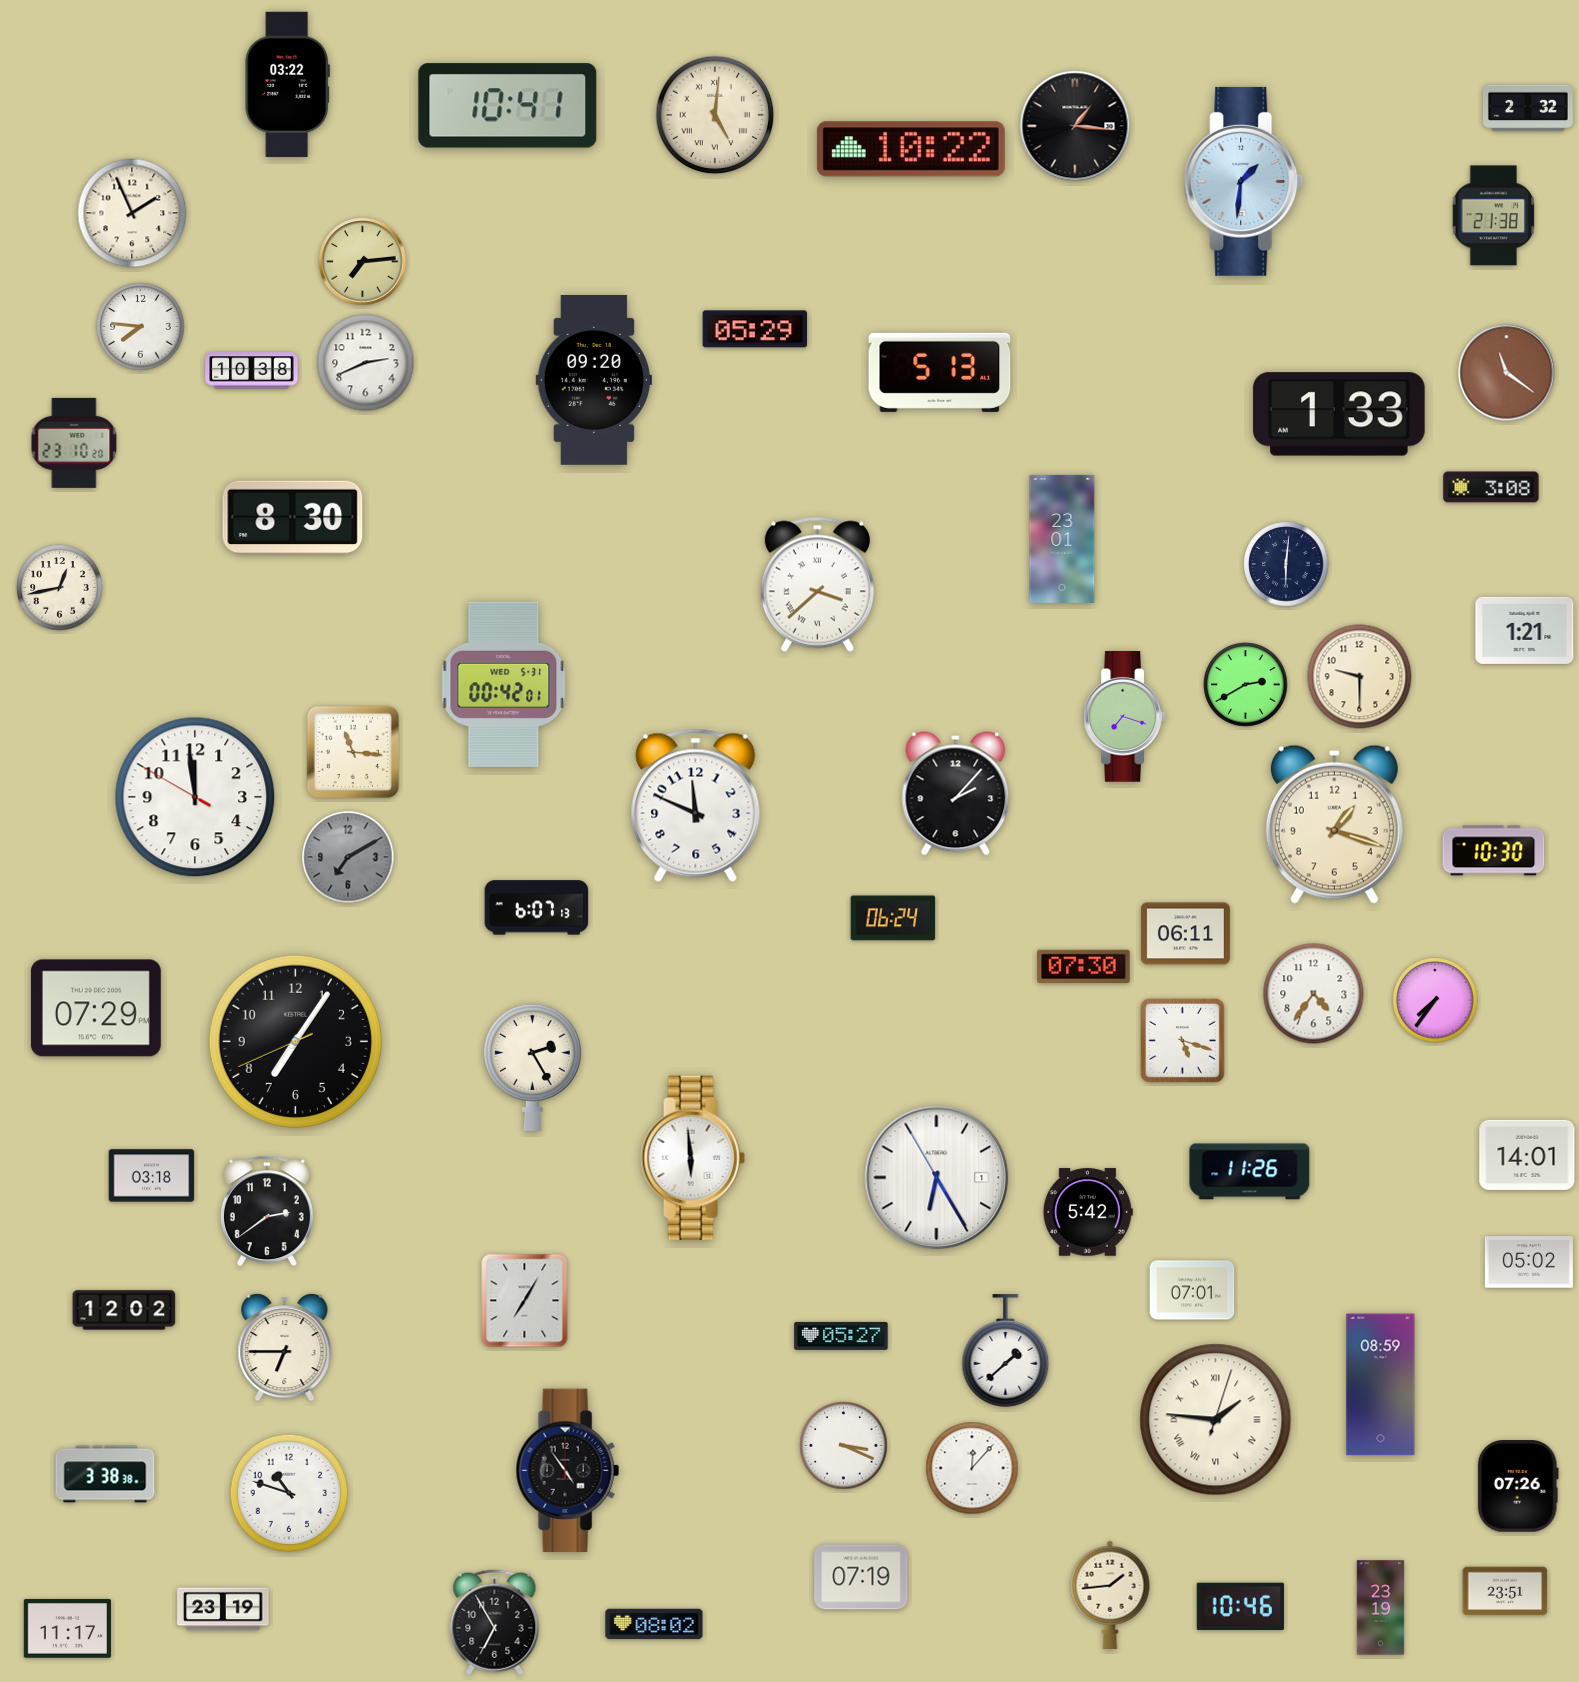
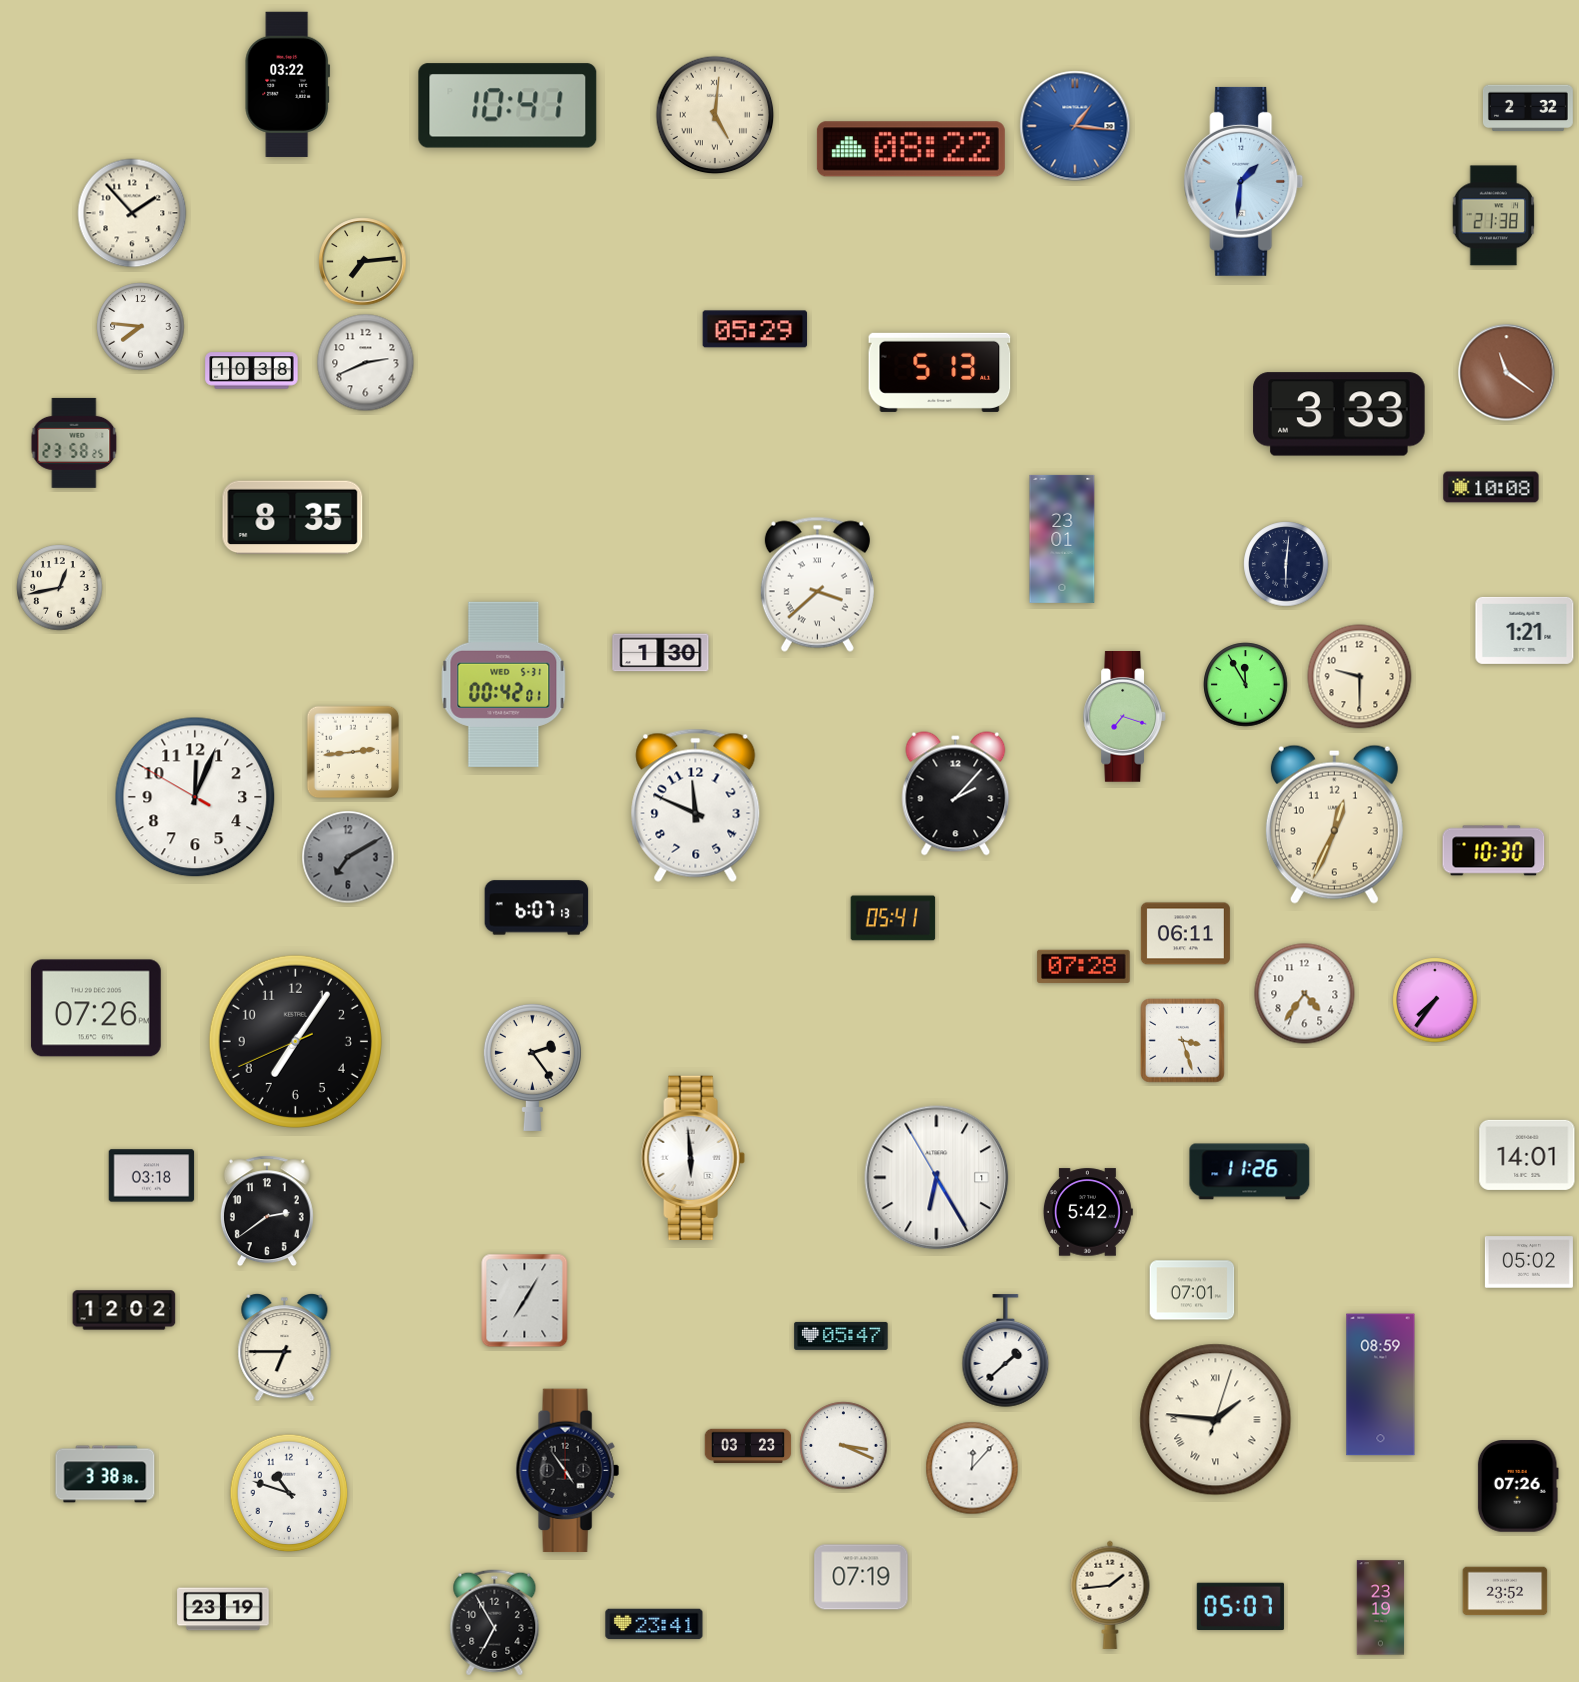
clock at (1075, 126) dial: black -> blue
clock at (911, 149): 10:22 -> 08:22
clock at (132, 213): 1:56 -> 1:53
clock at (594, 381): 09:20 -> none
clock at (1339, 414): 1:33 -> 3:33
clock at (74, 443): 23:10 -> 23:58
clock at (1491, 487): 3:08 -> 10:08
clock at (293, 518): 8:30 -> 8:35
clock at (661, 653): none -> 1:30
clock at (1246, 685): 2:40 -> 11:55
clock at (353, 752): 11:16 -> 2:44
clock at (195, 797): 11:58 -> 12:03
clock at (1334, 824): 1:18 -> 12:34
clock at (893, 918): 06:24 -> 05:41
clock at (1084, 966): 07:30 -> 07:28
clock at (1314, 994) position: (1314, 994) -> (1305, 994)
clock at (96, 1008): 07:29 -> 07:26
clock at (1182, 1040): 5:18 -> 3:27
clock at (532, 1067): 2:25 -> 2:24
clock at (841, 1336): 05:27 -> 05:47
clock at (748, 1445): none -> 03:23
clock at (1505, 1591): 23:51 -> 23:52
clock at (1240, 1606): 10:46 -> 05:07
clock at (654, 1624): 08:02 -> 23:41
clock at (67, 1629): 11:17 -> none
